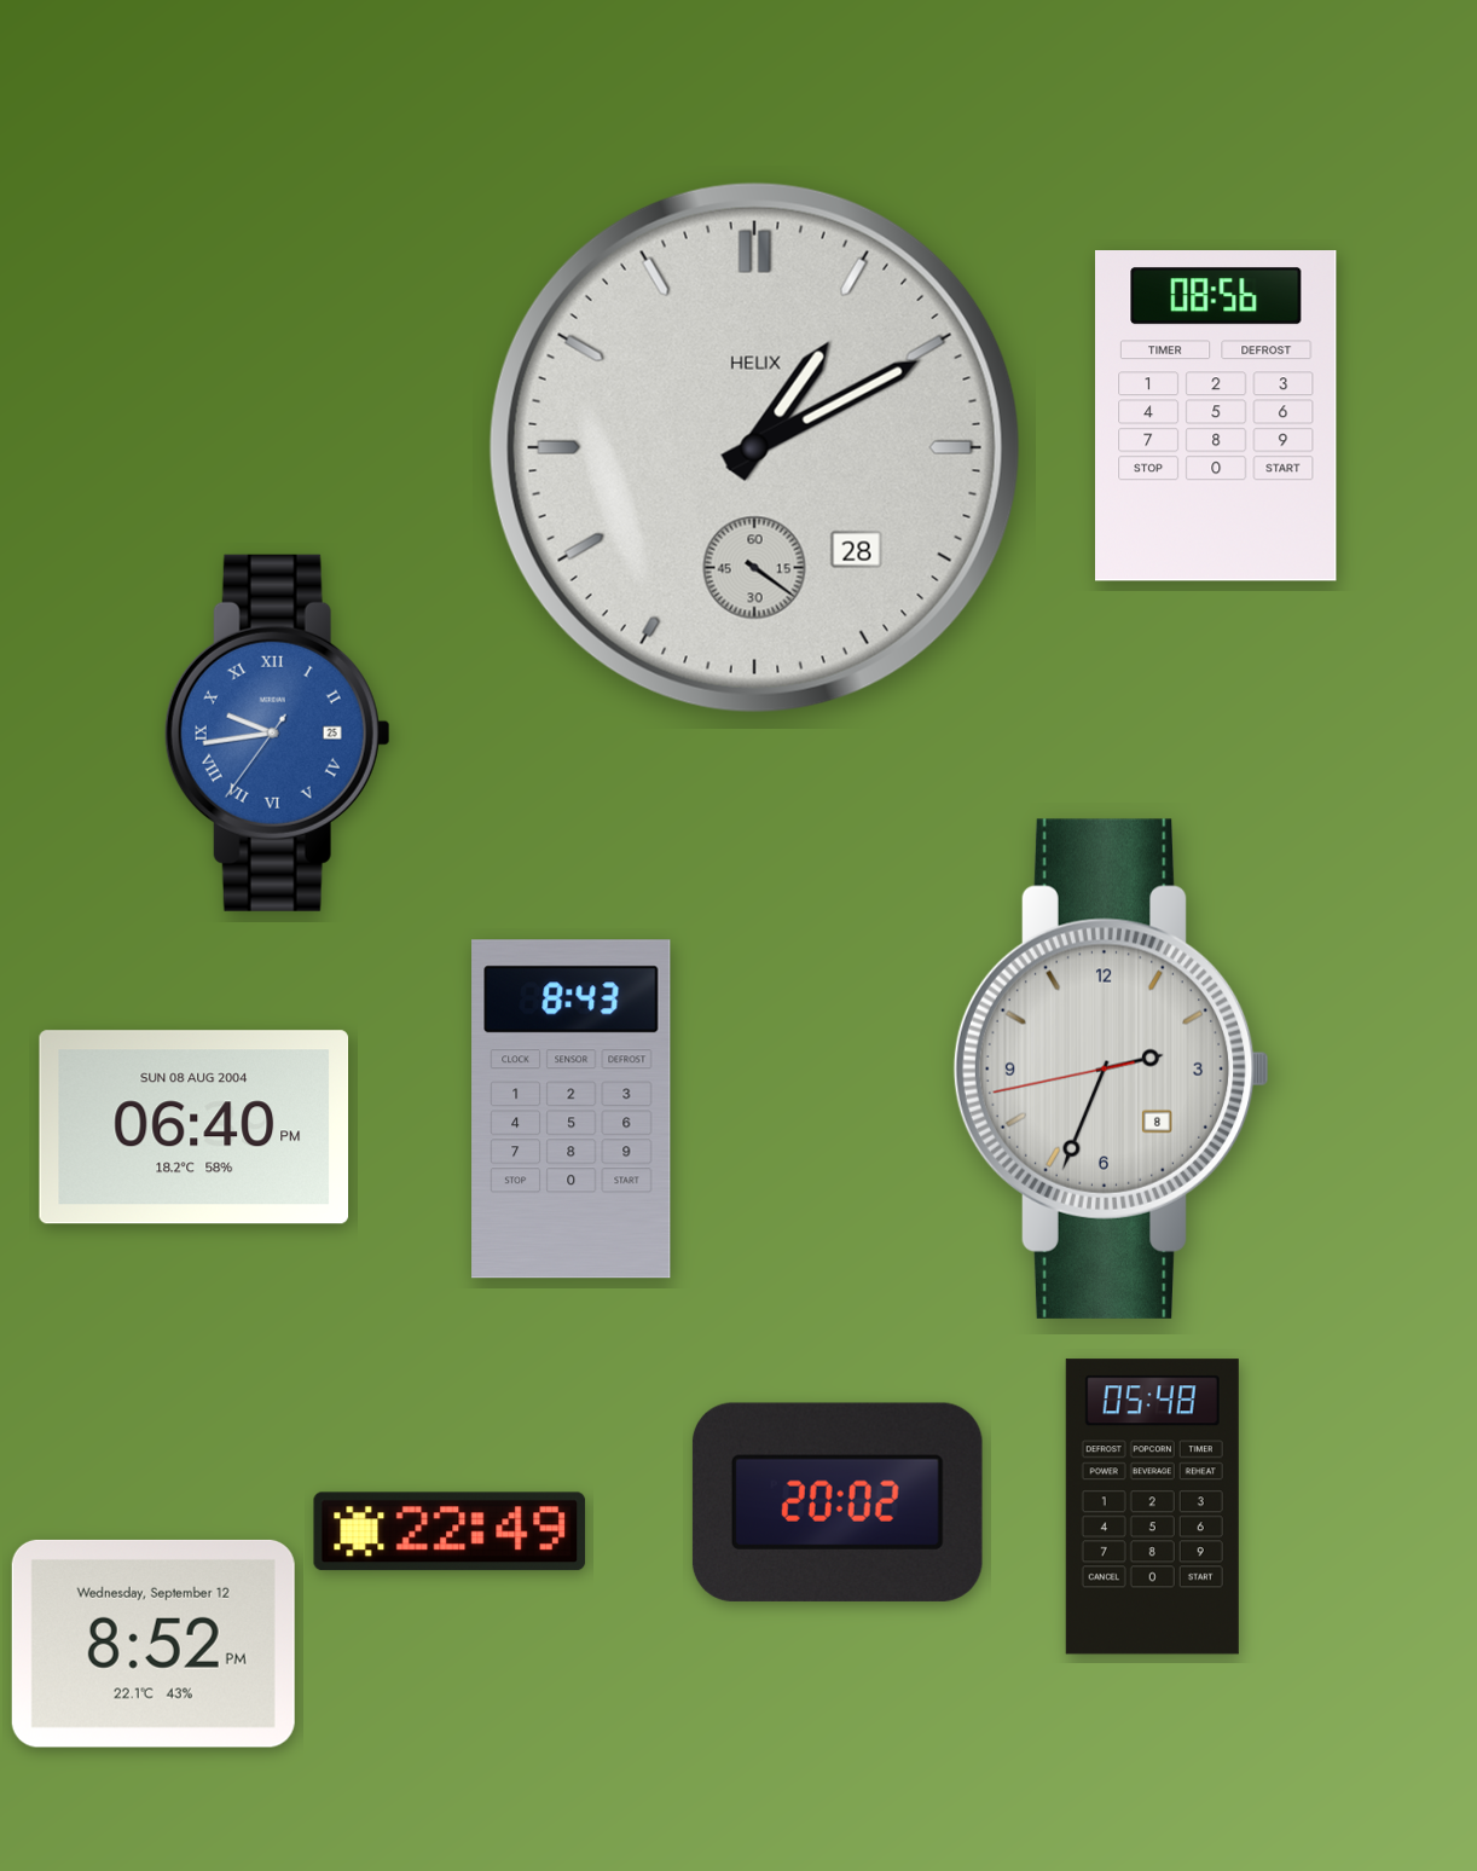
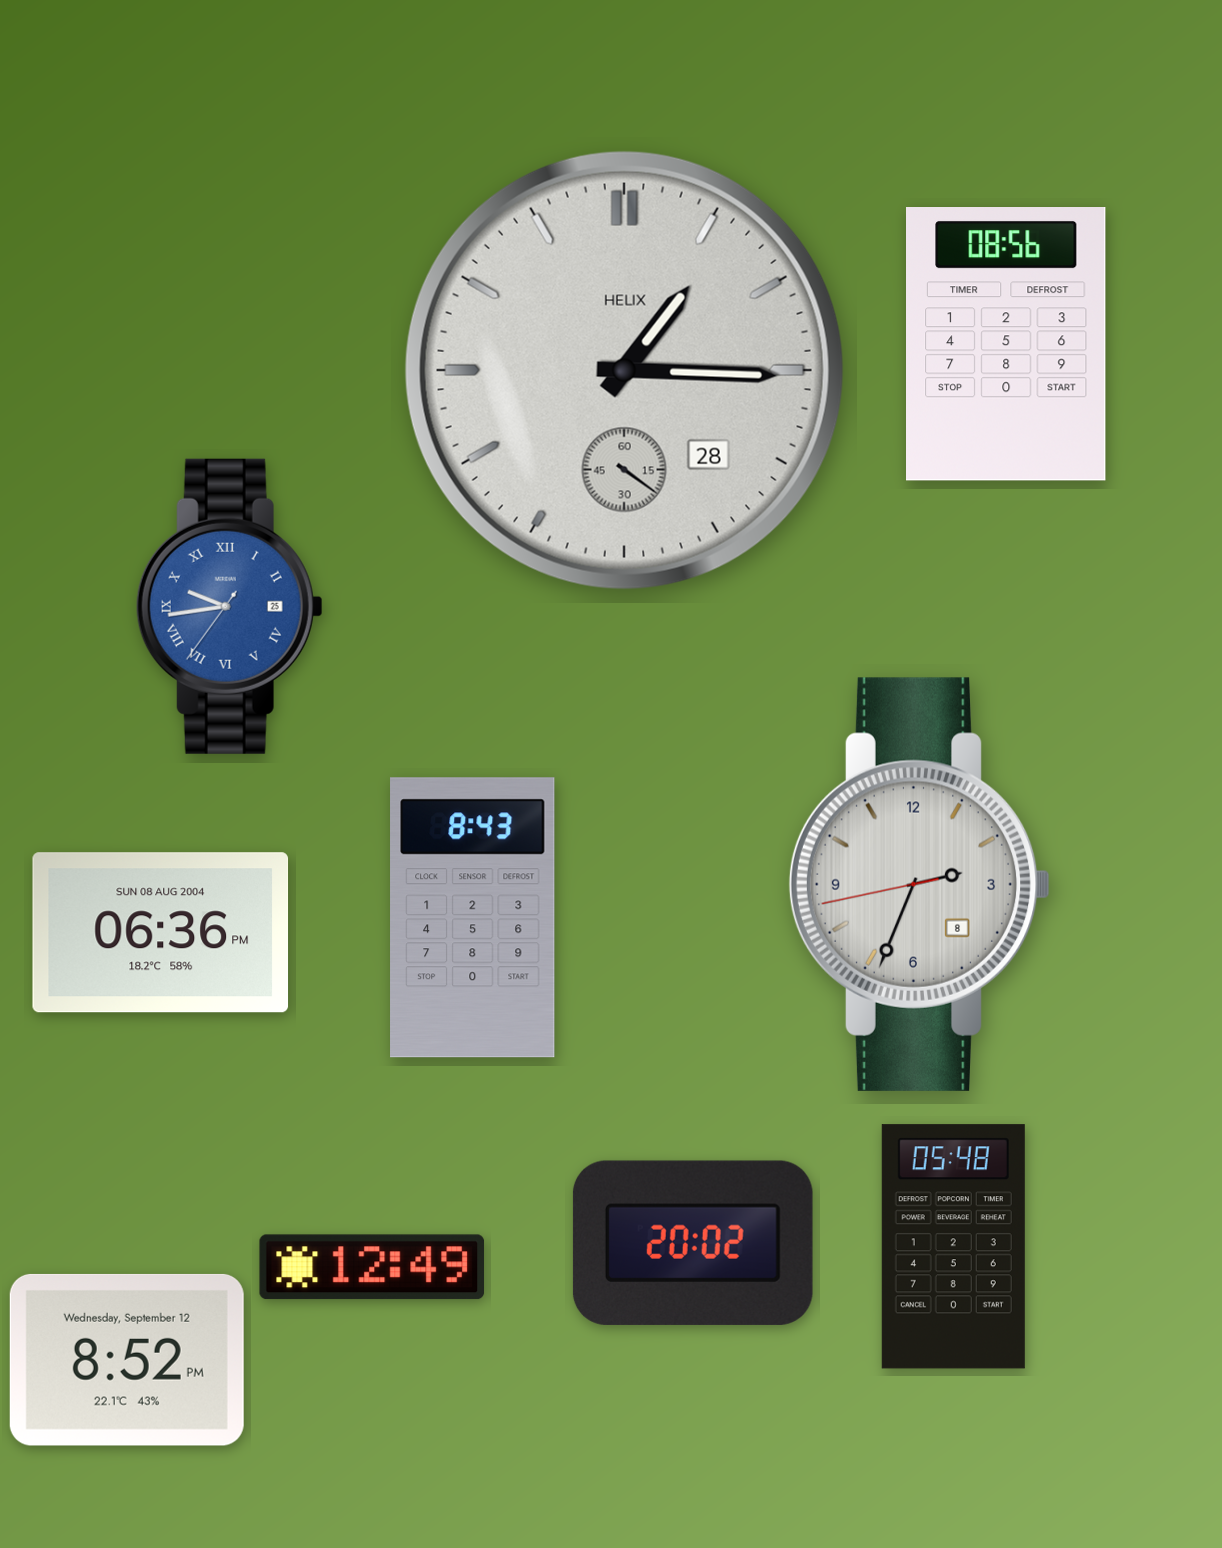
clock at (754, 447): 1:10 -> 1:15
clock at (193, 1128): 06:40 -> 06:36
clock at (450, 1531): 22:49 -> 12:49
